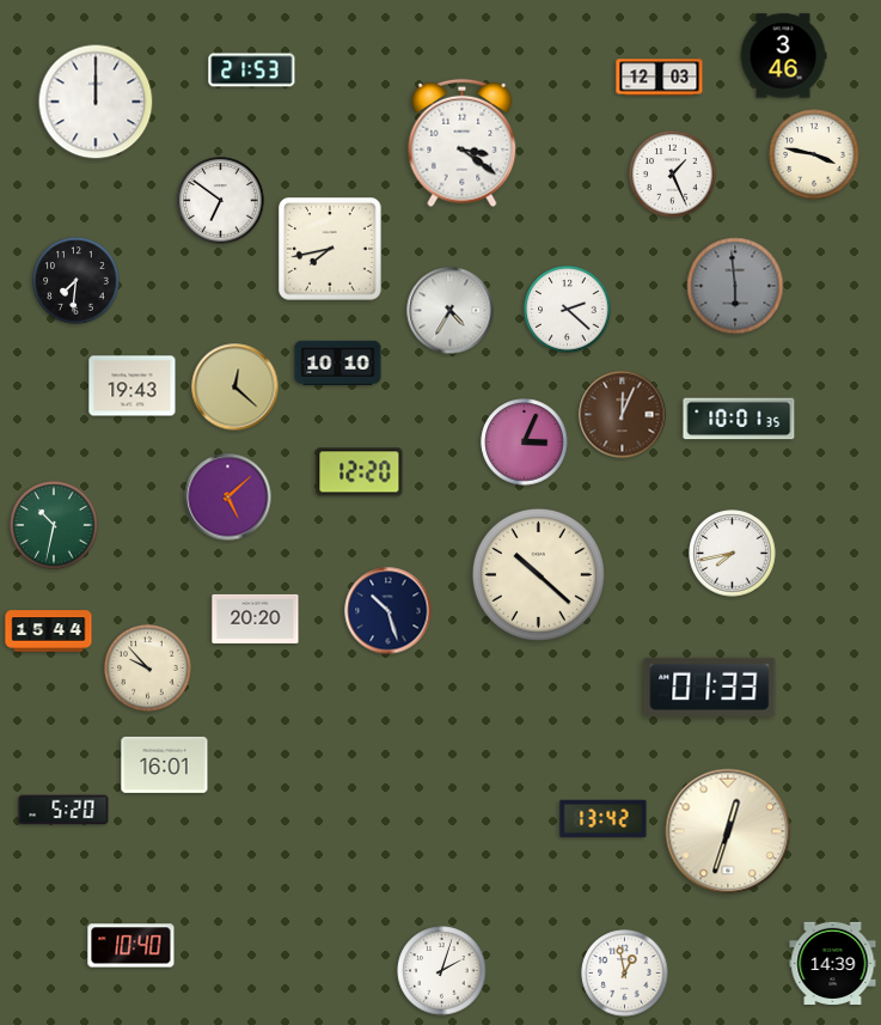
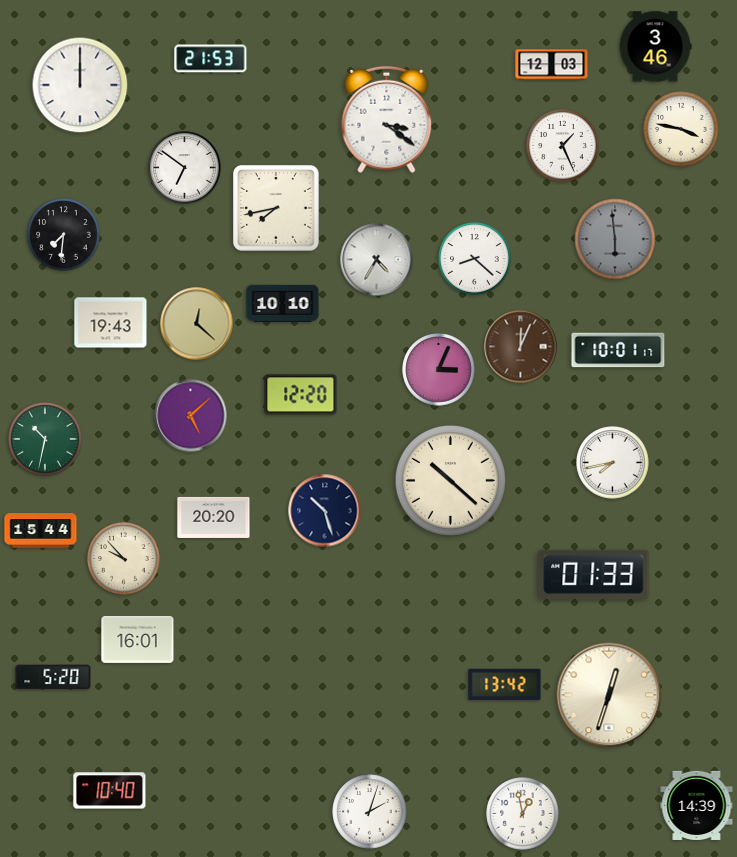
clock at (568, 310): 2:22 -> 8:22
clock at (739, 419): 10:01:35 -> 10:01:17
clock at (49, 632) position: (49, 632) -> (41, 531)
